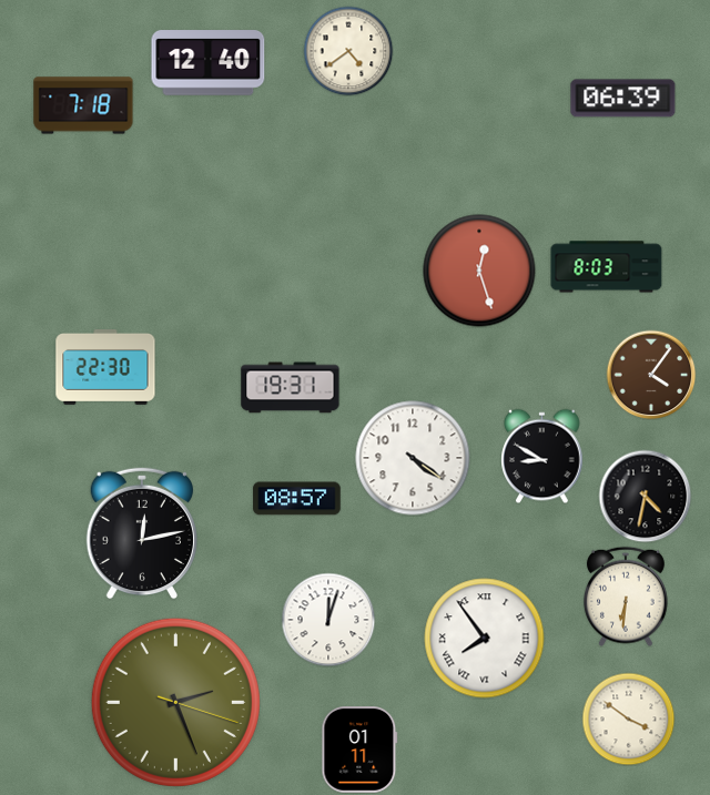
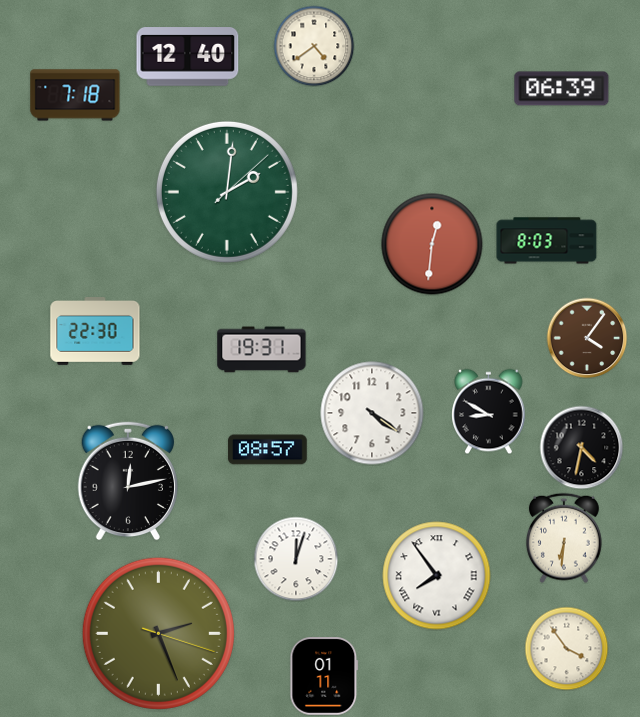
clock at (227, 192): none -> 2:01
clock at (479, 271): 12:27 -> 12:31
clock at (628, 718): 3:51 -> 3:54
